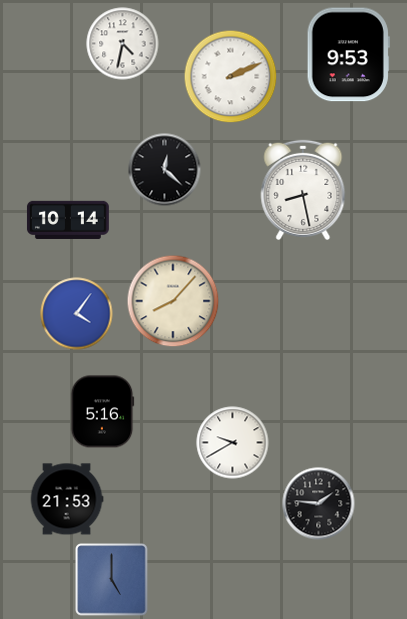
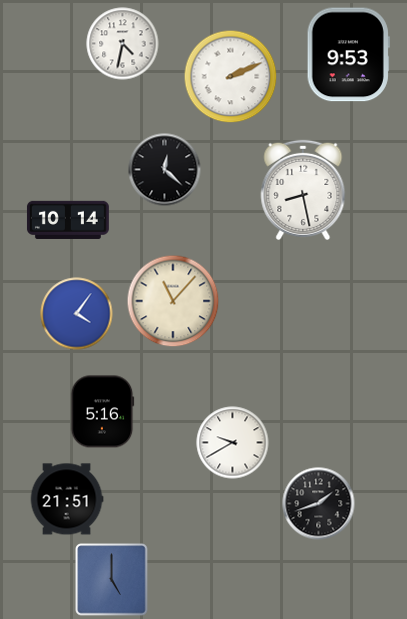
clock at (173, 301): 8:07 -> 11:07
clock at (67, 499): 21:53 -> 21:51
clock at (319, 504): 1:46 -> 1:42
